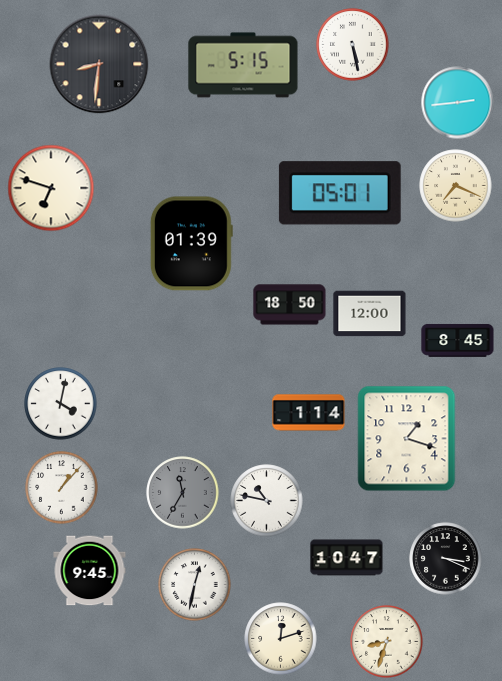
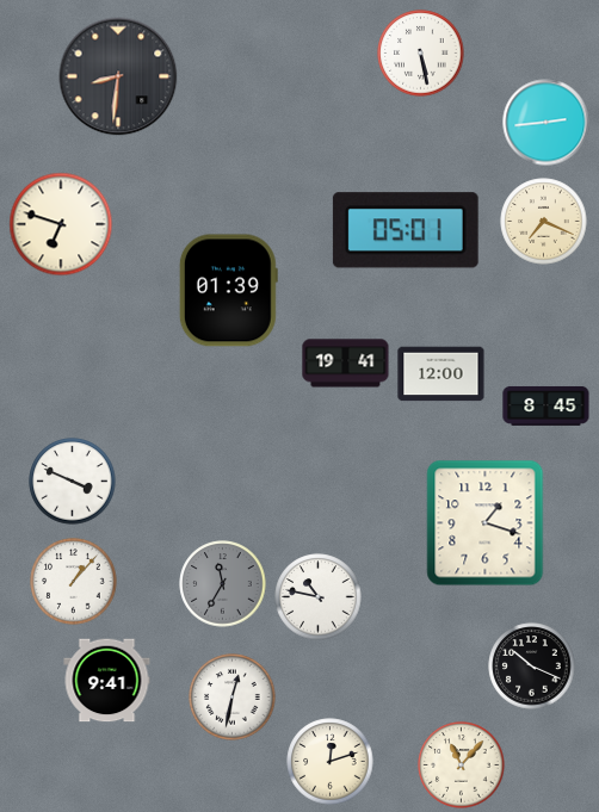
clock at (243, 65): 5:15 -> none
clock at (290, 305): 18:50 -> 19:41
clock at (61, 404): 4:02 -> 3:49
clock at (309, 413): 1:14 -> none
clock at (183, 493) position: (183, 493) -> (223, 584)
clock at (347, 558): 10:47 -> none
clock at (446, 559): 3:19 -> 10:19
clock at (90, 571): 9:45 -> 9:41
clock at (281, 639) position: (281, 639) -> (331, 762)
clock at (387, 642): 8:33 -> 11:07
